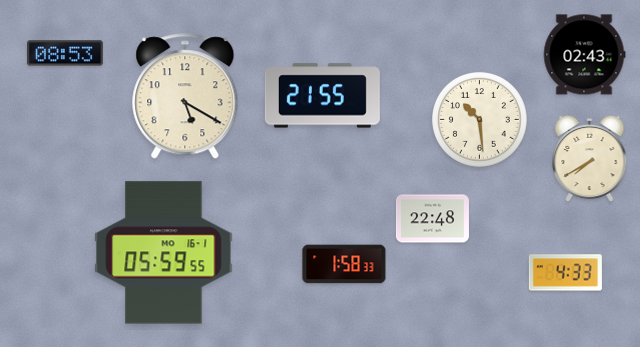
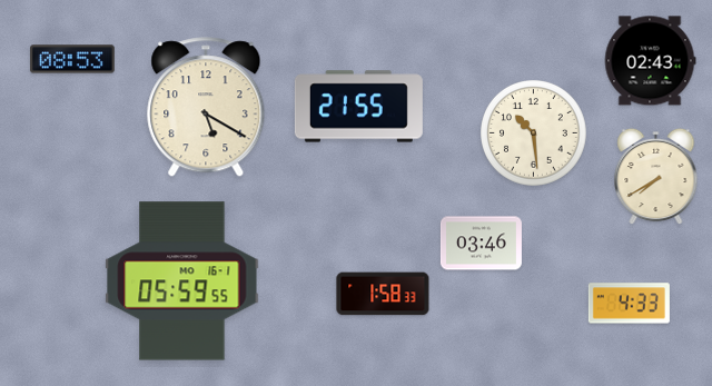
clock at (432, 219): 22:48 -> 03:46
